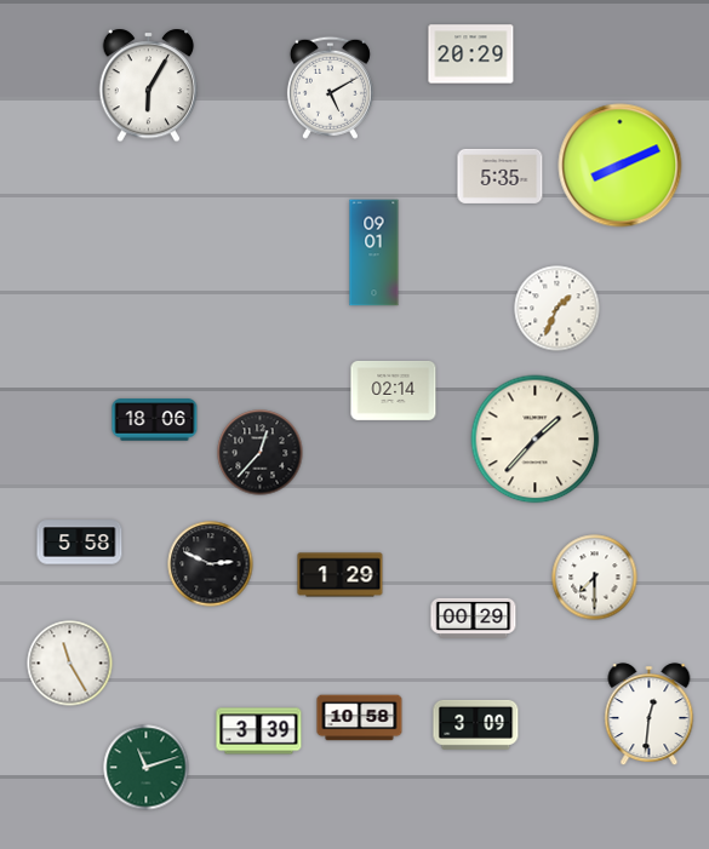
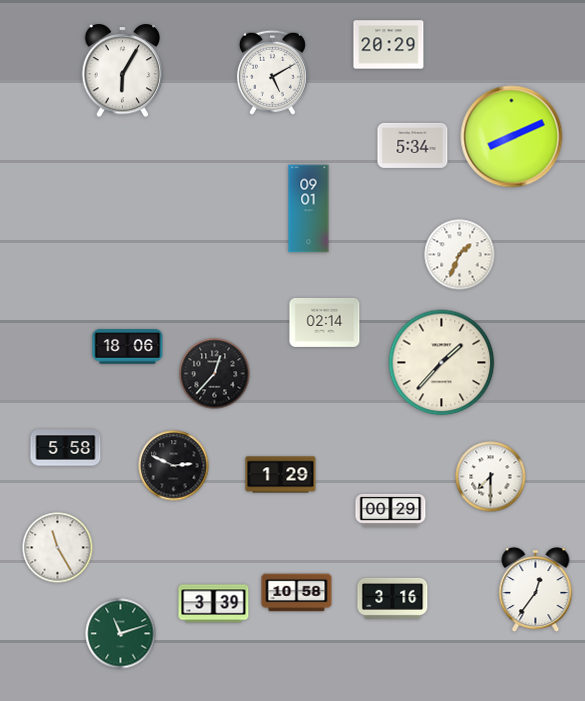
clock at (501, 176): 5:35 -> 5:34
clock at (650, 715): 12:31 -> 12:36
clock at (476, 724): 3:09 -> 3:16
